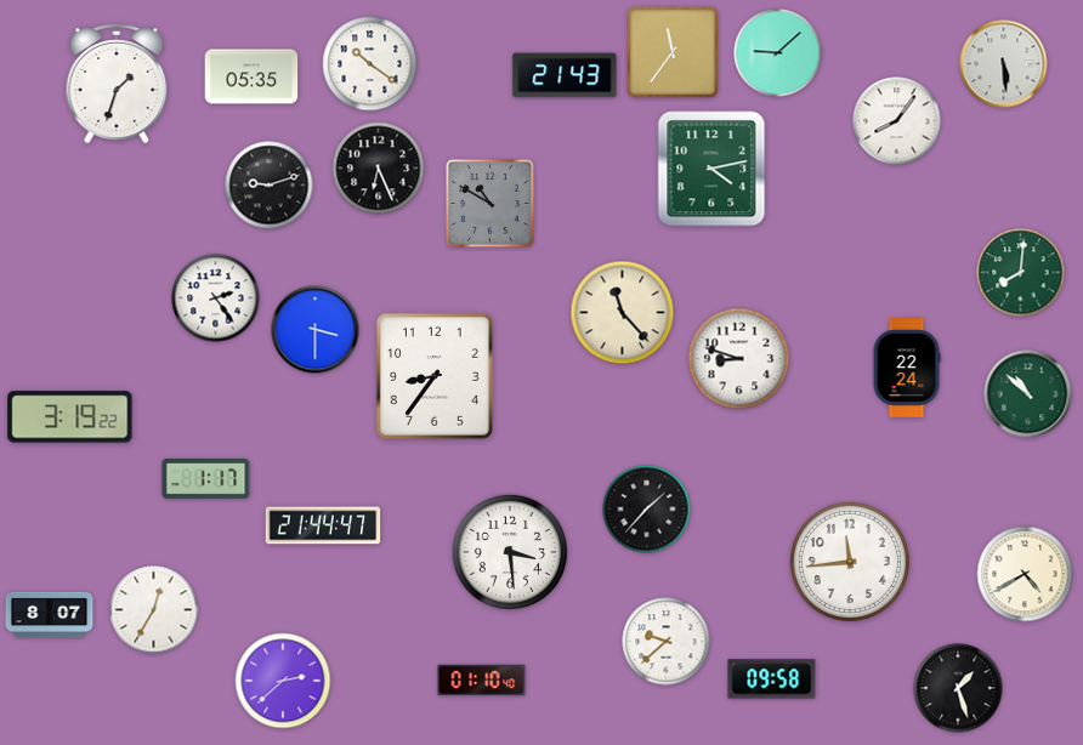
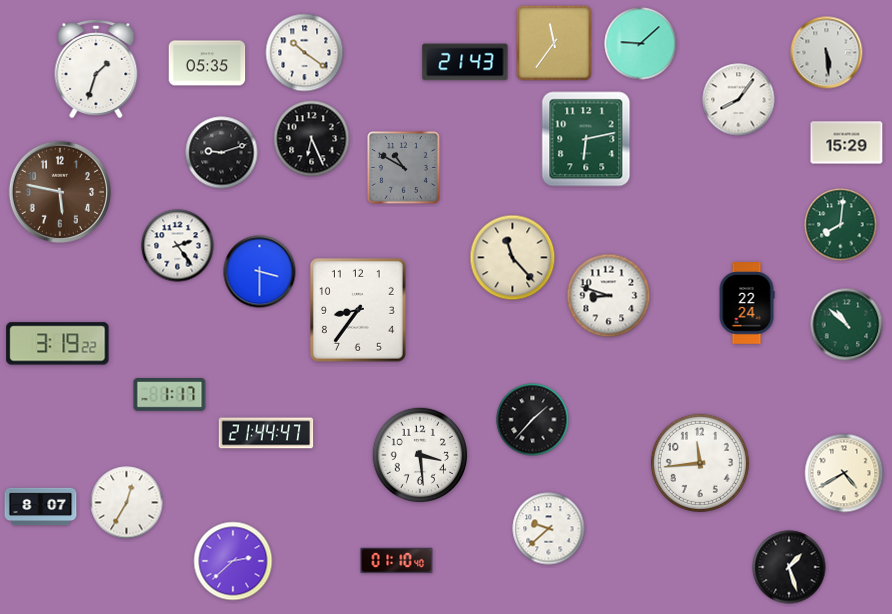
clock at (711, 169): 4:13 -> 6:13
clock at (847, 143): none -> 15:29
clock at (60, 192): none -> 5:47
clock at (772, 679): 09:58 -> none
